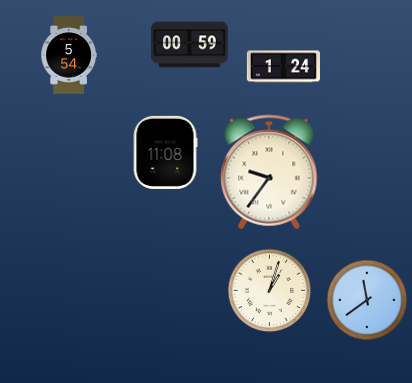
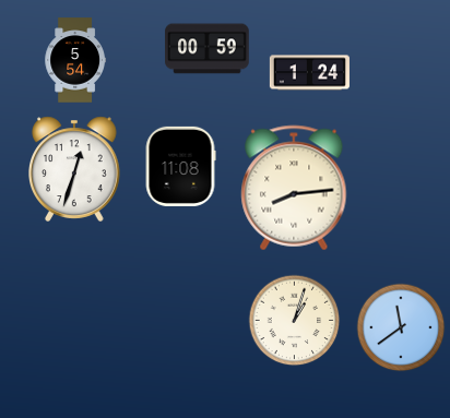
clock at (75, 169): none -> 12:33
clock at (269, 172): 9:36 -> 8:14
clock at (270, 291) position: (270, 291) -> (295, 321)
